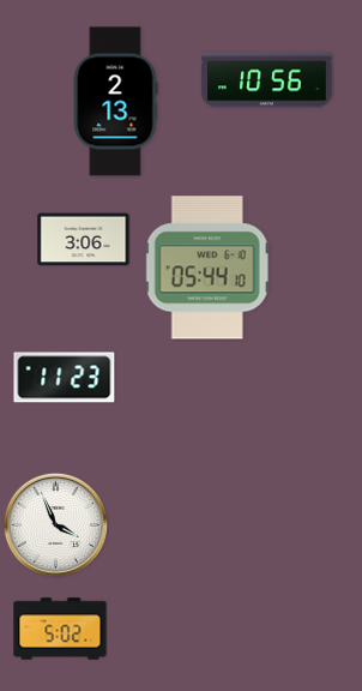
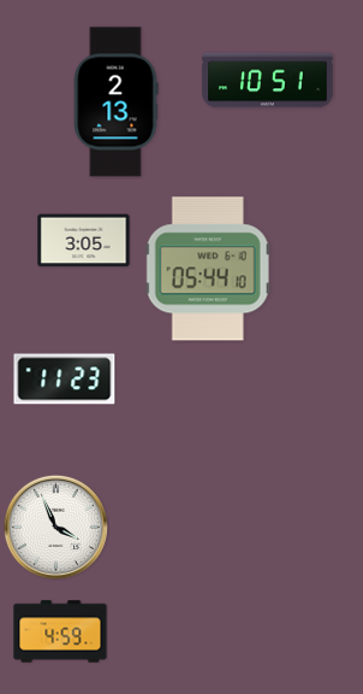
clock at (267, 80): 10:56 -> 10:51
clock at (84, 240): 3:06 -> 3:05
clock at (60, 629): 5:02 -> 4:59
